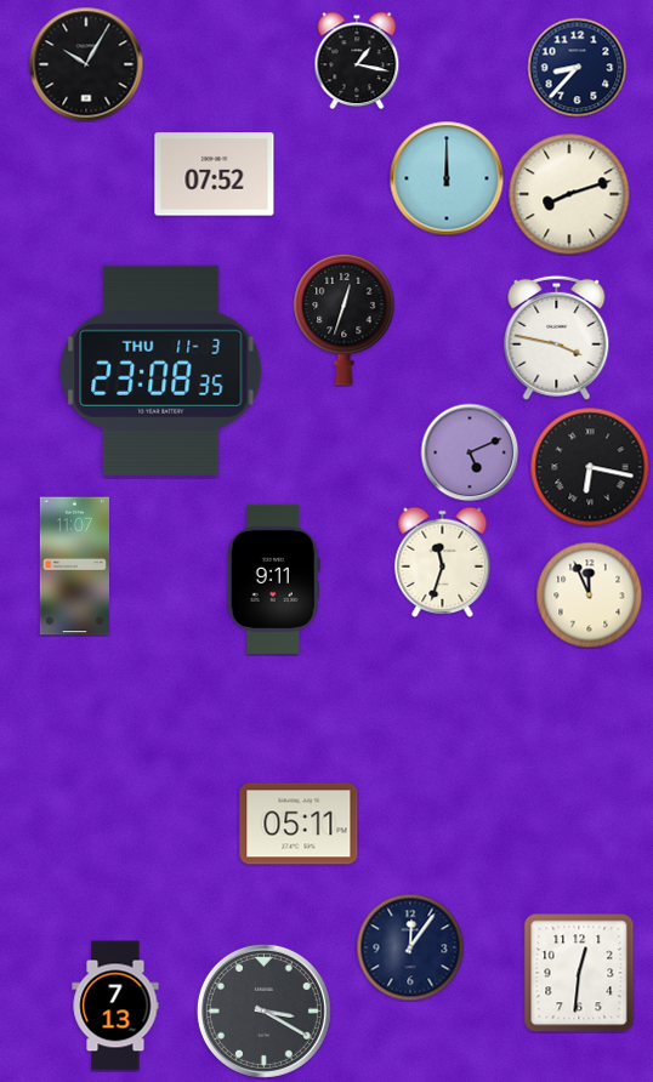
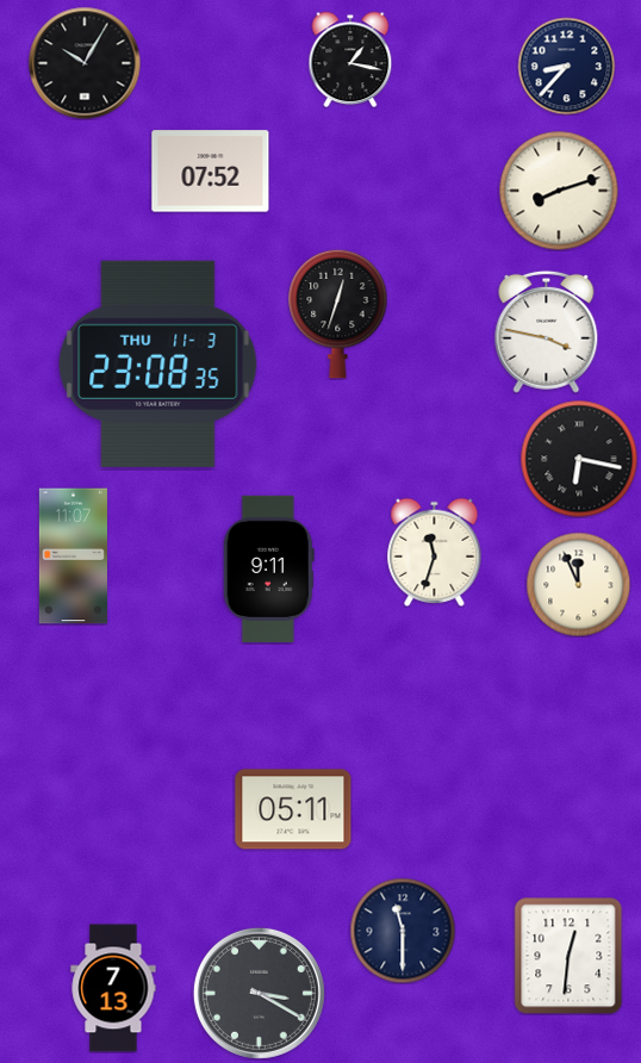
clock at (447, 178): 12:00 -> none
clock at (470, 452): 5:11 -> none
clock at (410, 947): 12:06 -> 11:30
